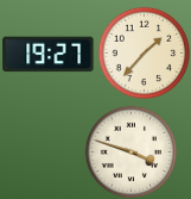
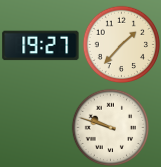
clock at (130, 151): 3:48 -> 9:48
